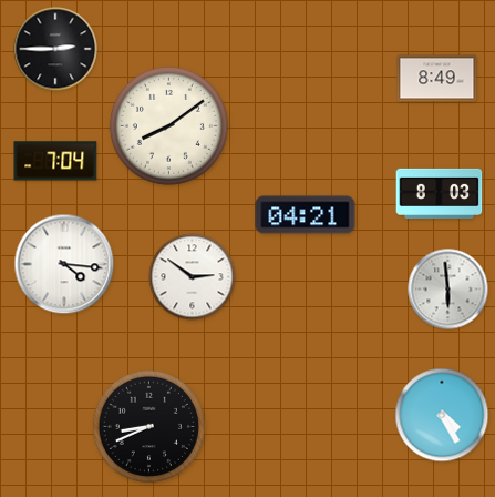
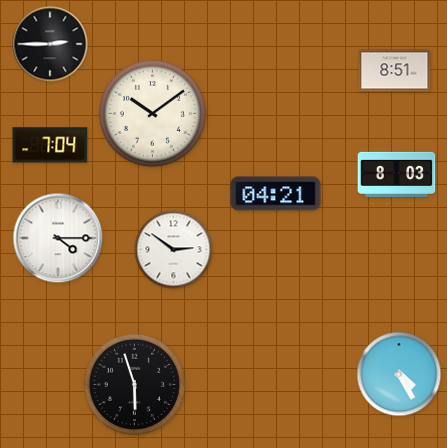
clock at (437, 79): 8:49 -> 8:51
clock at (168, 125): 8:09 -> 10:09
clock at (64, 264): 4:16 -> 4:15
clock at (448, 290): 5:59 -> none
clock at (148, 426): 8:41 -> 5:57
